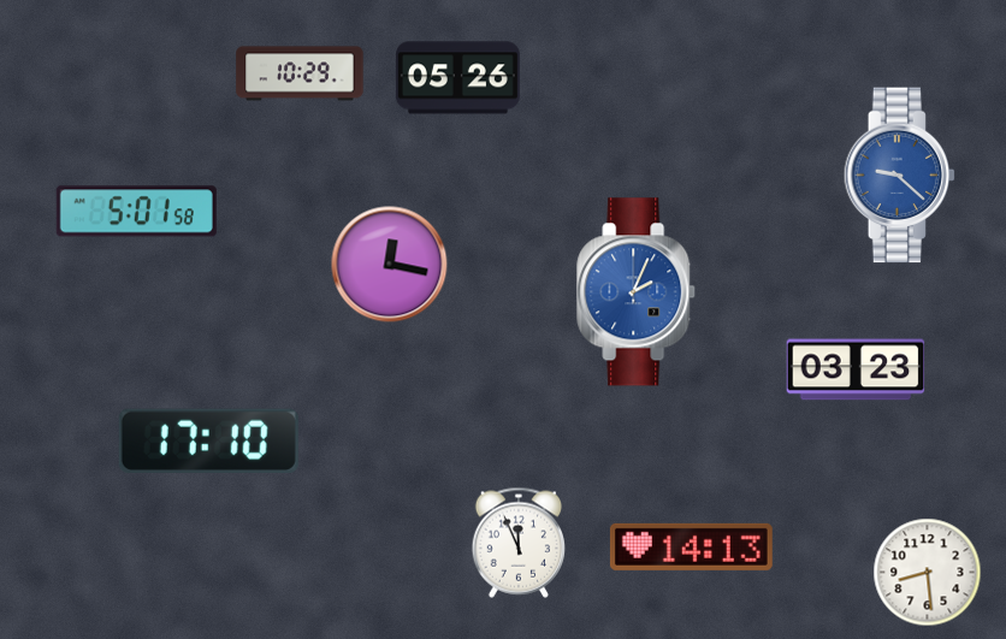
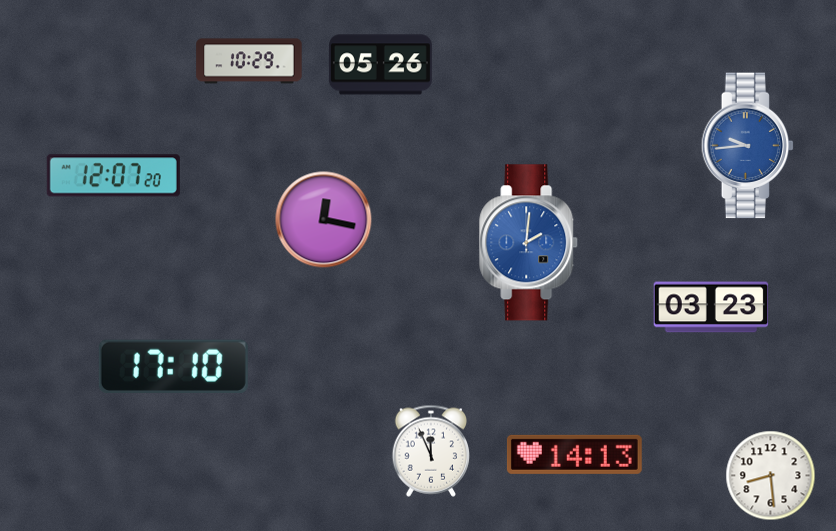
clock at (900, 176): 9:22 -> 9:44
clock at (136, 212): 5:01 -> 12:07
clock at (637, 292): 2:04 -> 2:01
